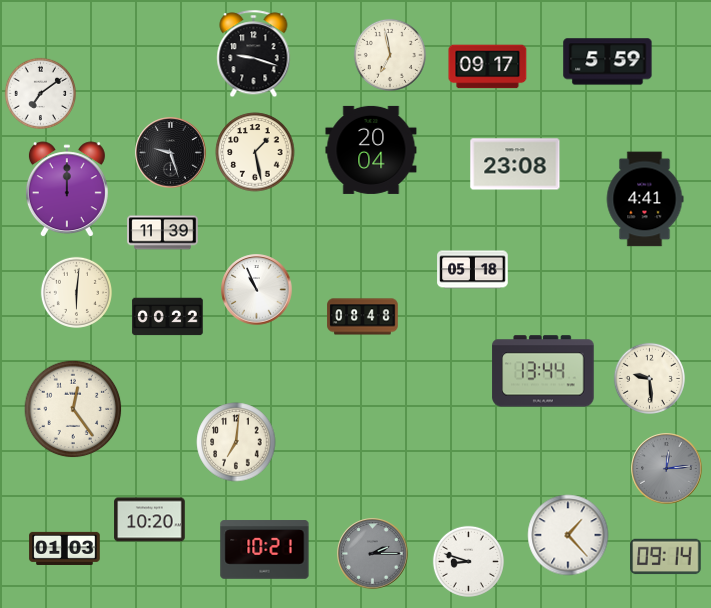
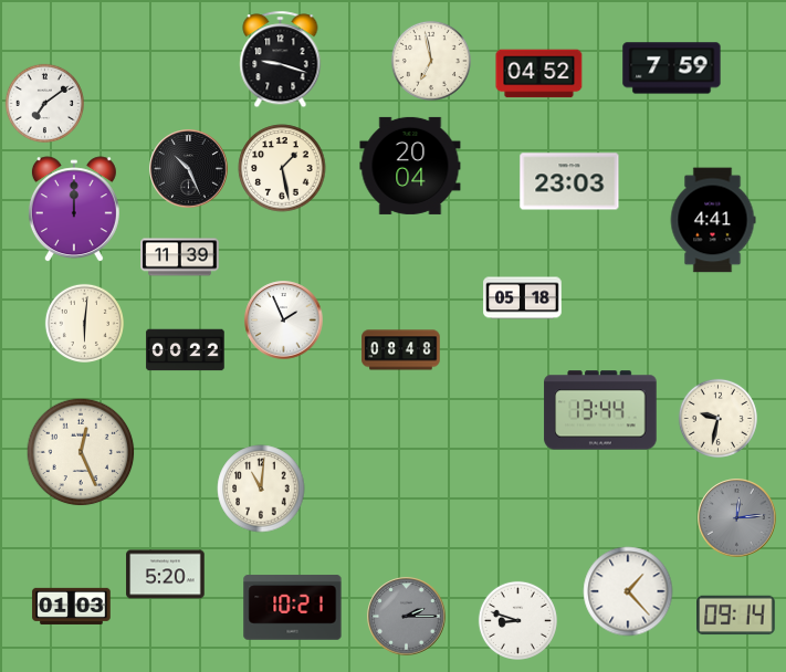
clock at (608, 62): 5:59 -> 7:59
clock at (488, 67): 09:17 -> 04:52
clock at (171, 153): 9:27 -> 10:26
clock at (515, 164): 23:08 -> 23:03
clock at (257, 290): 10:56 -> 1:56
clock at (649, 378): 9:29 -> 9:32
clock at (73, 409): 12:24 -> 12:26
clock at (236, 442): 7:01 -> 11:01
clock at (150, 520): 10:20 -> 5:20
clock at (373, 554) position: (373, 554) -> (407, 617)
